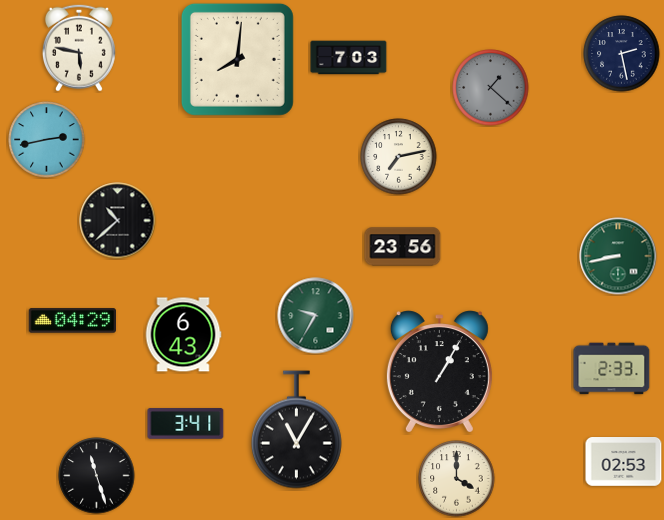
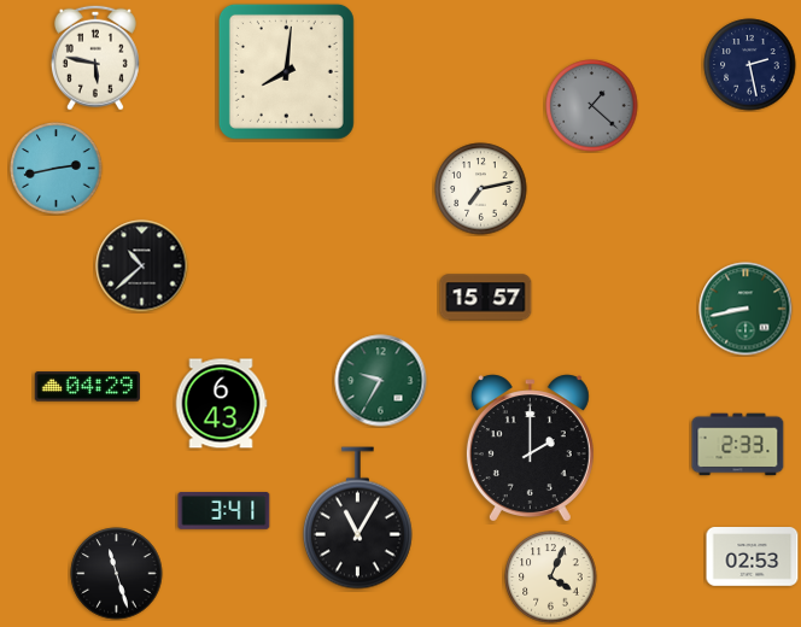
clock at (349, 58): 7:03 -> none
clock at (403, 247): 23:56 -> 15:57
clock at (439, 372): 1:05 -> 2:00
clock at (457, 479): 4:00 -> 4:04
